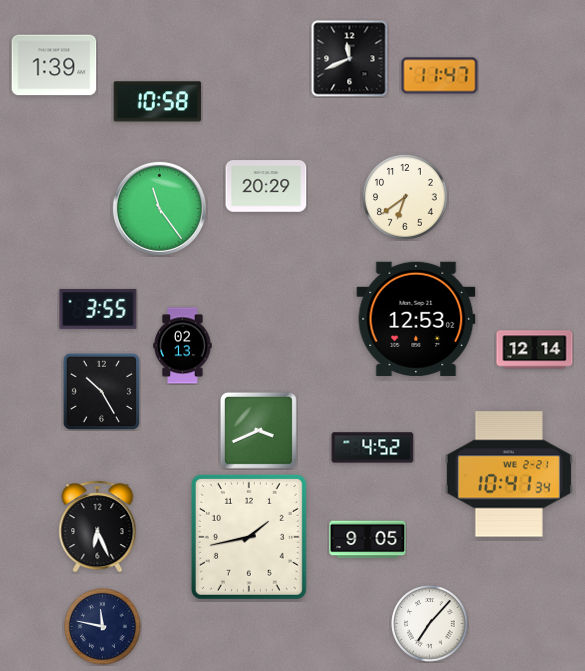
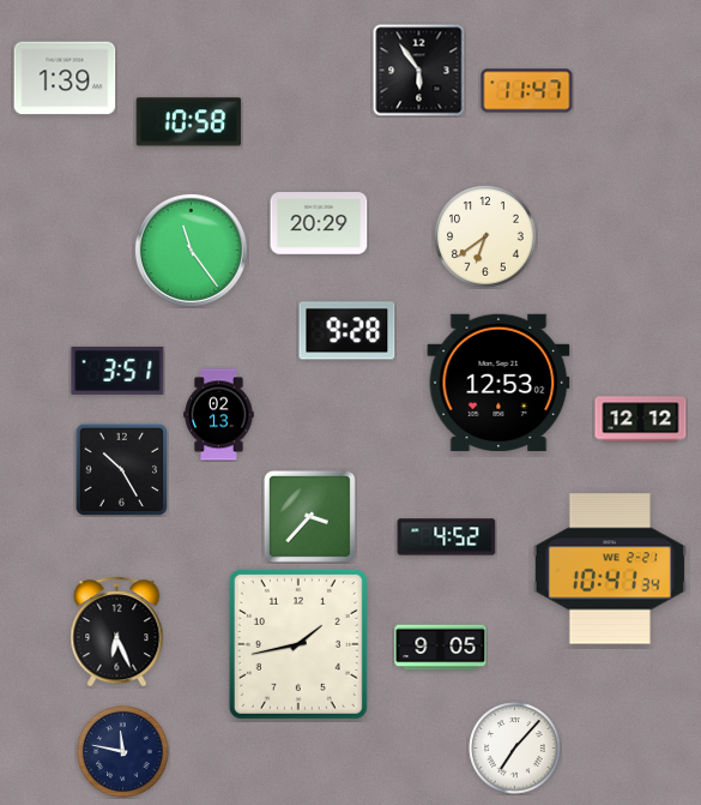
clock at (350, 59): 11:41 -> 5:54
clock at (348, 331): none -> 9:28
clock at (98, 309): 3:55 -> 3:51
clock at (535, 350): 12:14 -> 12:12
clock at (258, 430): 3:41 -> 3:37
